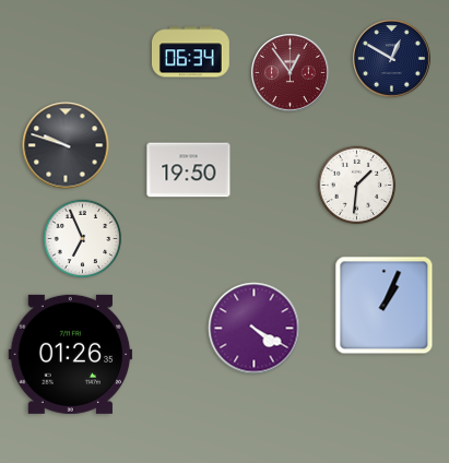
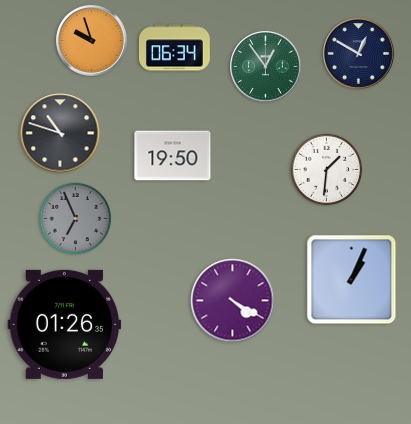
clock at (92, 41): none -> 9:57
clock at (291, 73) dial: burgundy -> green
clock at (66, 145): 9:48 -> 10:48
clock at (83, 239) dial: white -> grey
